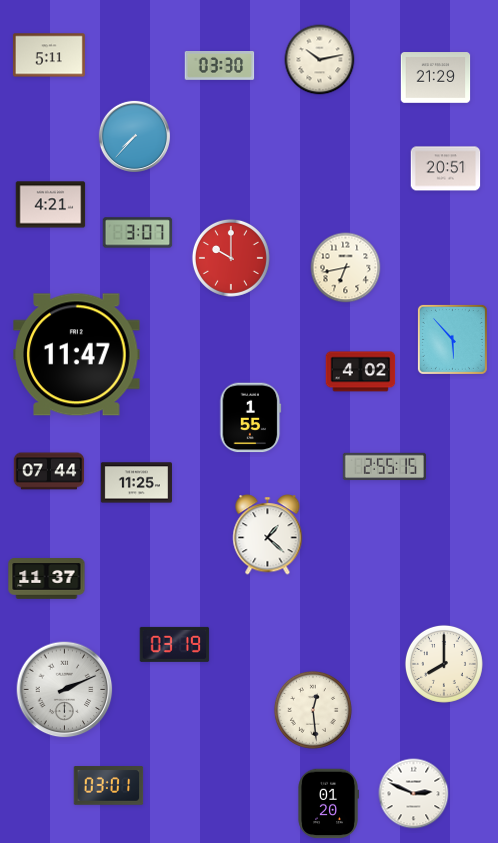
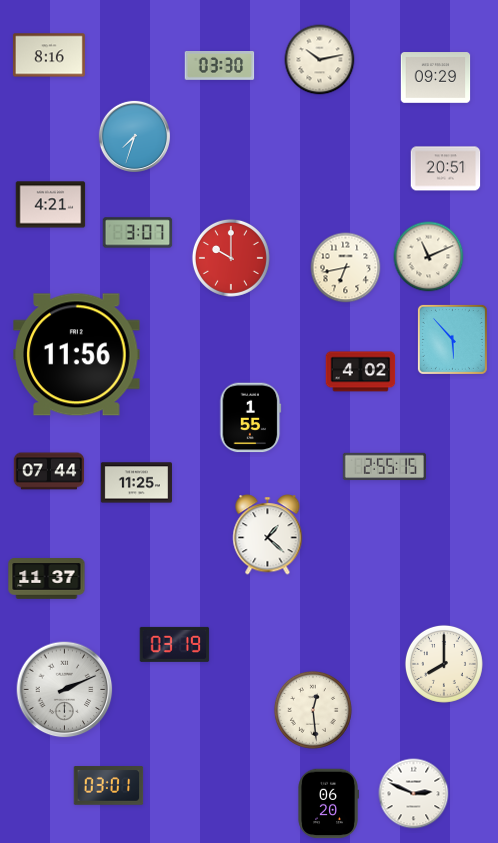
clock at (49, 55): 5:11 -> 8:16
clock at (436, 78): 21:29 -> 09:29
clock at (134, 136): 7:37 -> 7:33
clock at (429, 257): none -> 11:11
clock at (77, 355): 11:47 -> 11:56
clock at (328, 804): 01:20 -> 06:20
